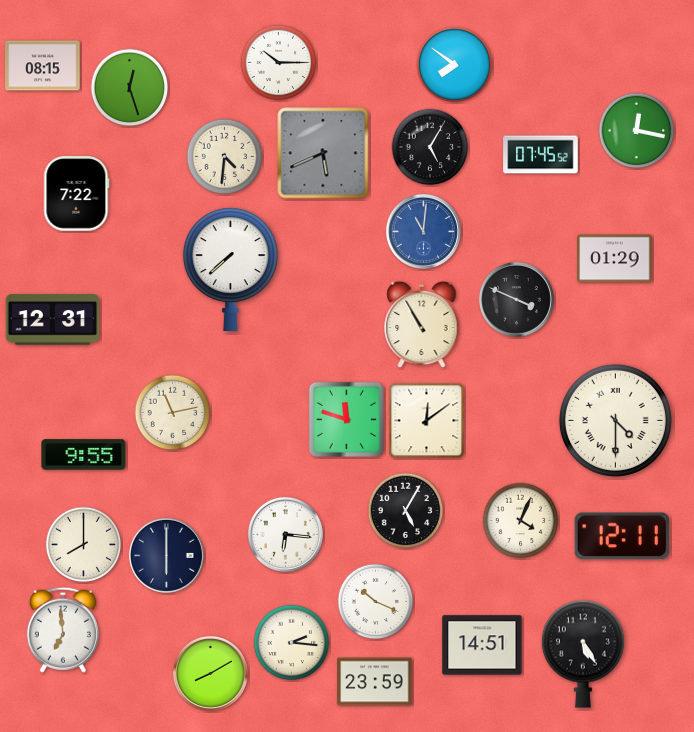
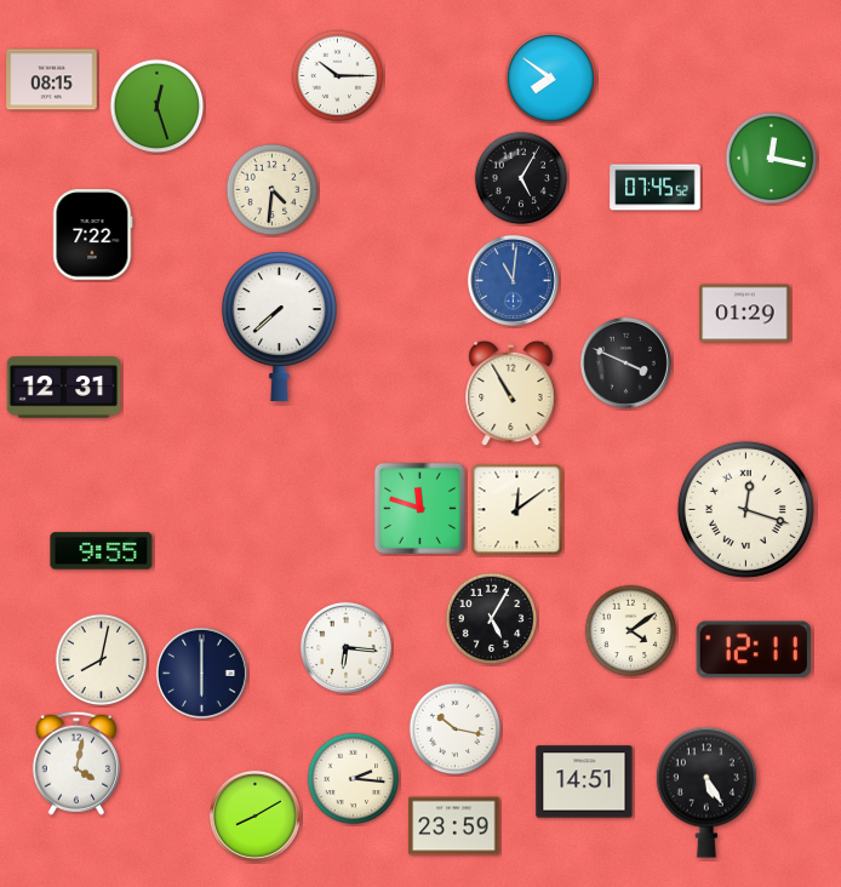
clock at (323, 153): 5:41 -> none
clock at (173, 413): 11:13 -> none
clock at (615, 420): 4:30 -> 12:18
clock at (521, 521): 4:04 -> 4:09
clock at (84, 545): 8:00 -> 8:02
clock at (376, 602): 10:19 -> 10:17
clock at (63, 630): 6:59 -> 4:02
